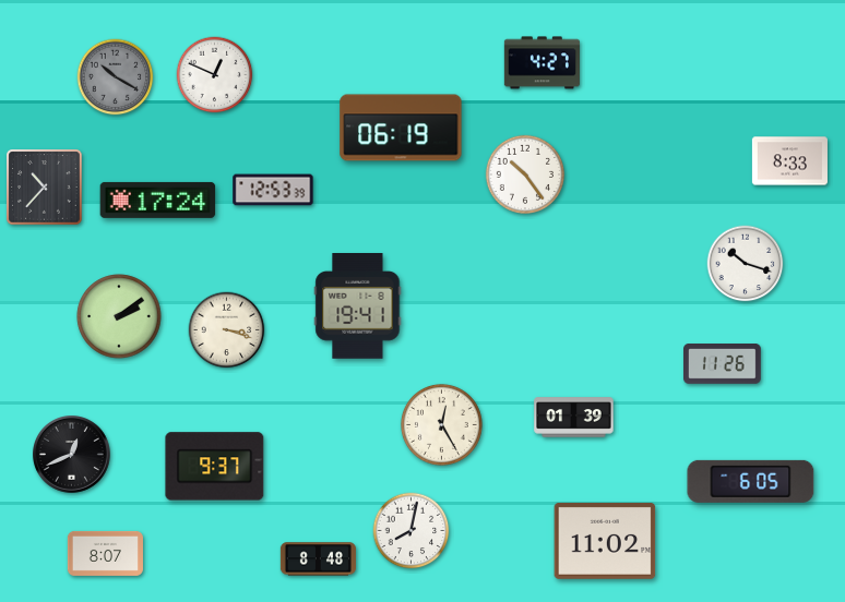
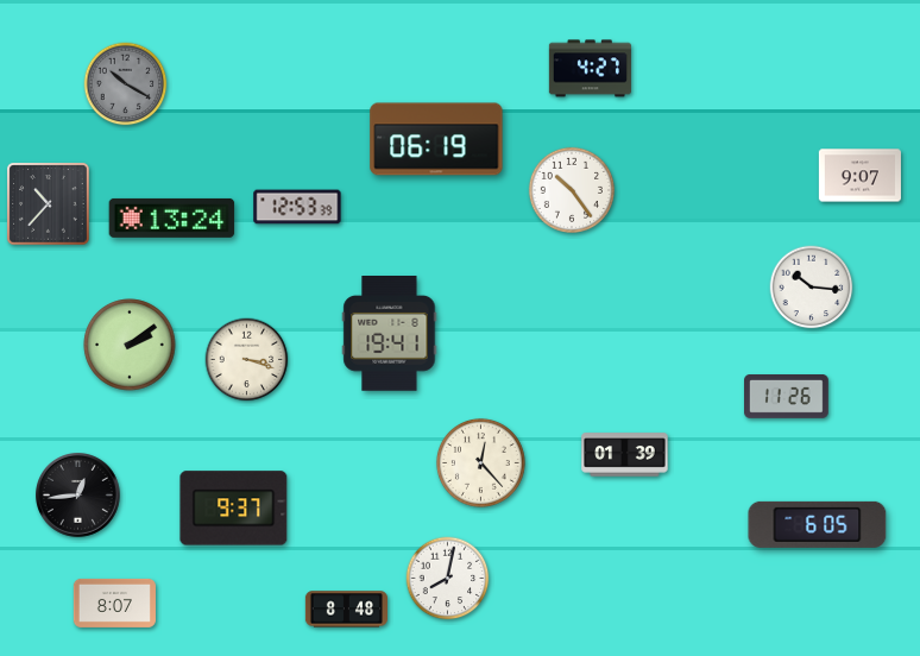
clock at (215, 75): 12:49 -> none
clock at (789, 161): 8:33 -> 9:07
clock at (158, 200): 17:24 -> 13:24
clock at (746, 264): 10:18 -> 10:16
clock at (441, 424): 12:25 -> 12:23
clock at (72, 455): 12:41 -> 12:44
clock at (605, 541): 11:02 -> none
